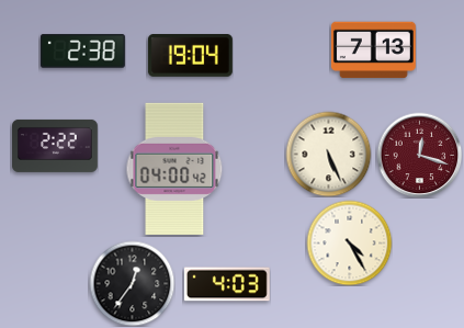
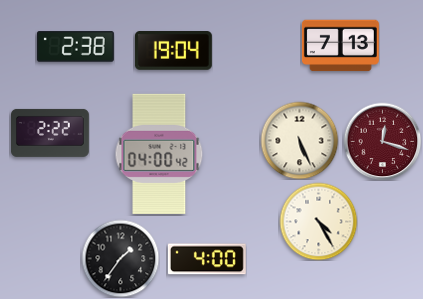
clock at (132, 283): 12:36 -> 1:36
clock at (227, 284): 4:03 -> 4:00
